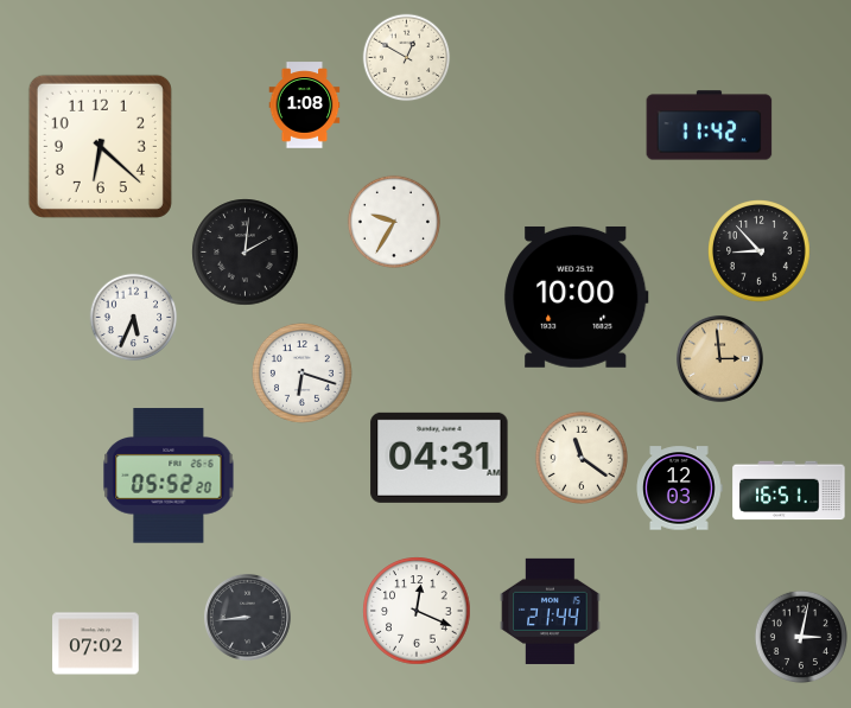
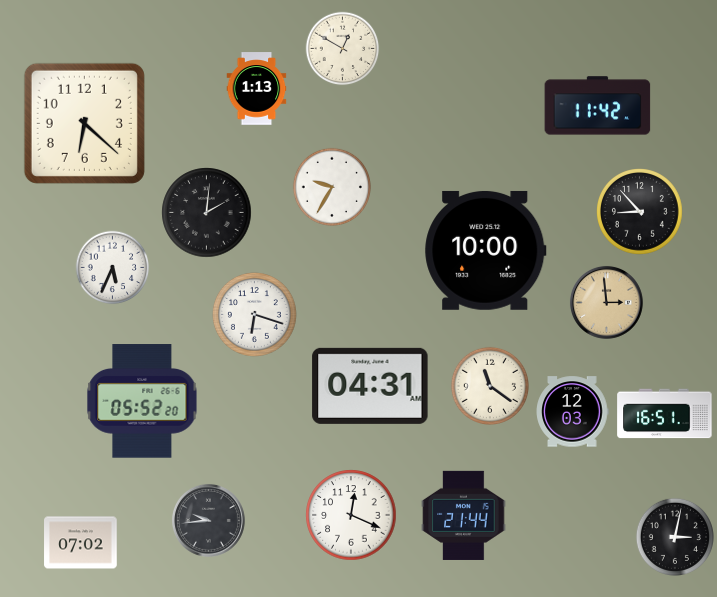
clock at (305, 106): 1:08 -> 1:13
clock at (247, 617): 8:44 -> 9:44
